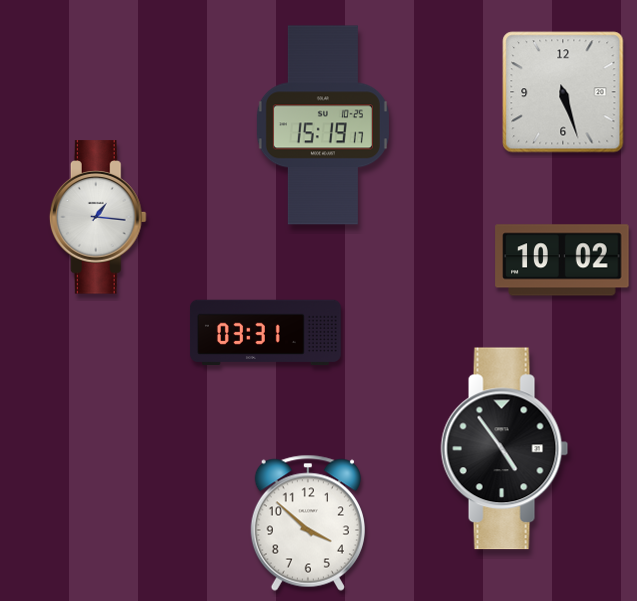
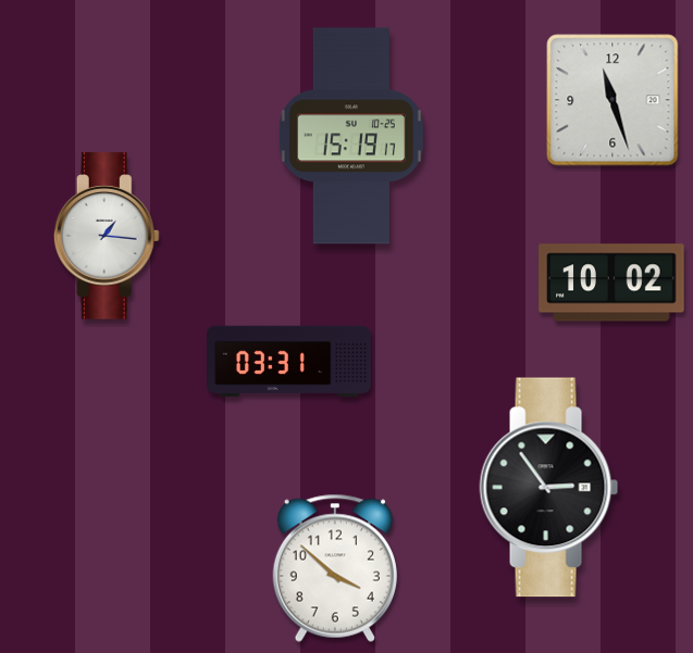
clock at (563, 92): 5:27 -> 11:27
clock at (505, 449): 4:54 -> 2:54
